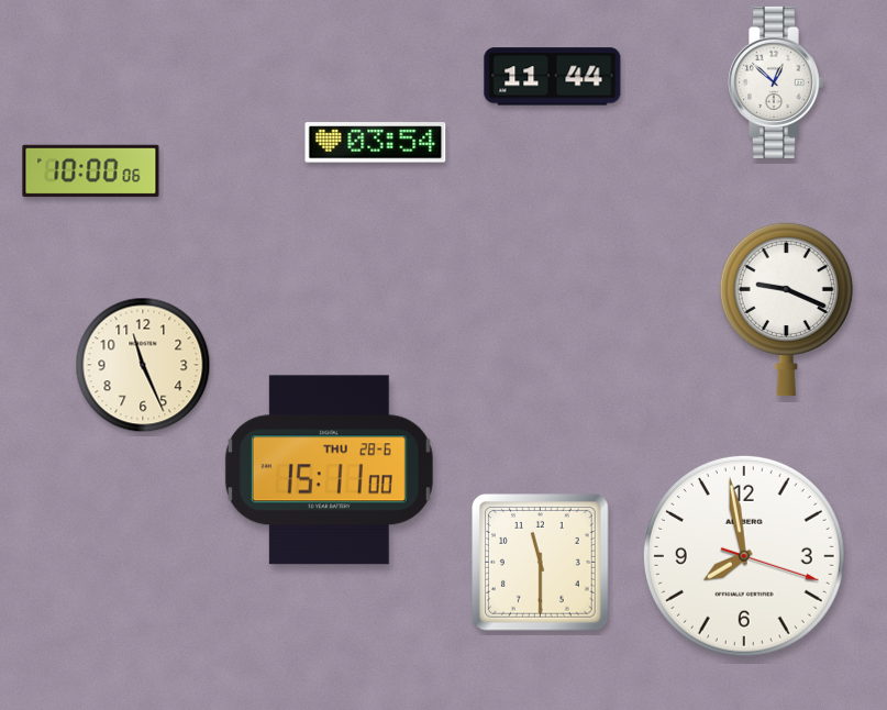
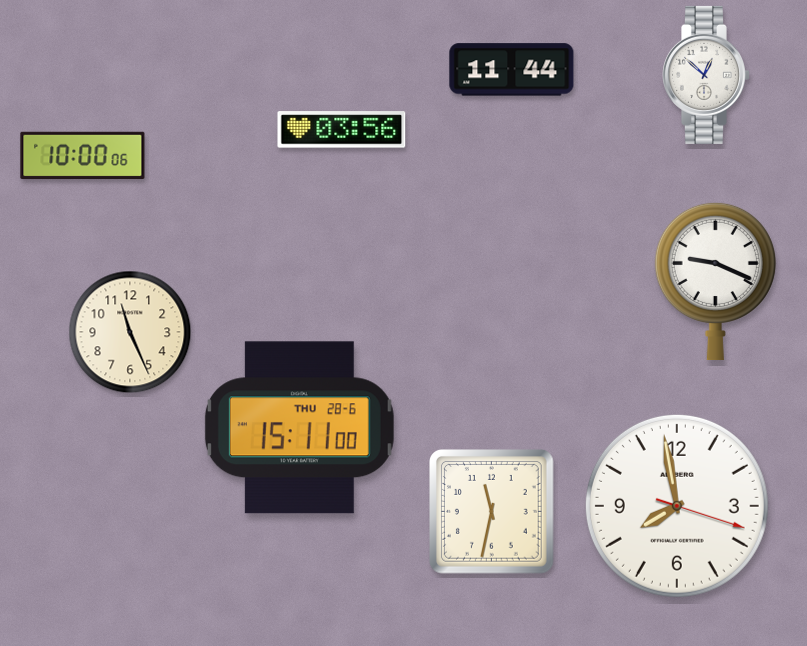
clock at (553, 77) position: (553, 77) -> (512, 70)
clock at (376, 143): 03:54 -> 03:56
clock at (541, 563): 11:30 -> 11:32
